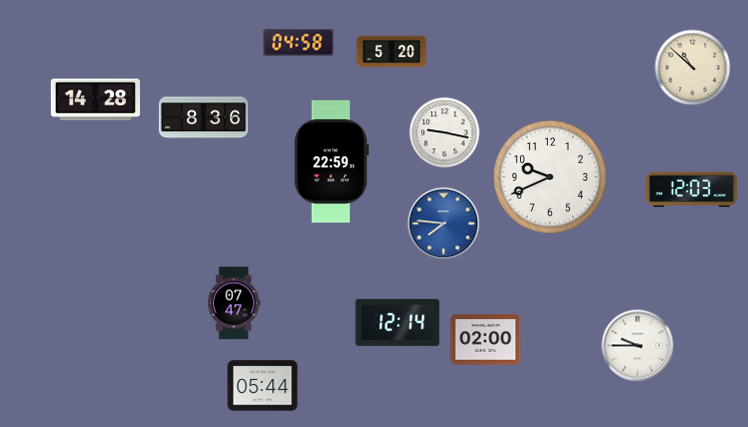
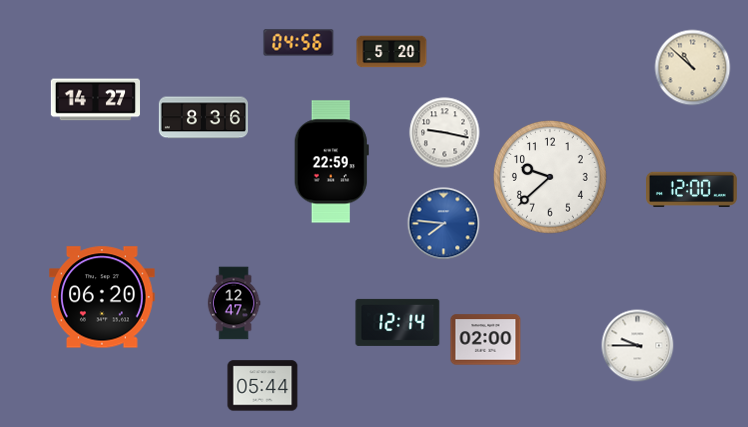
clock at (299, 43): 04:58 -> 04:56
clock at (95, 100): 14:28 -> 14:27
clock at (550, 177): 9:41 -> 9:38
clock at (692, 189): 12:03 -> 12:00
clock at (103, 297): none -> 06:20
clock at (234, 303): 07:47 -> 12:47
